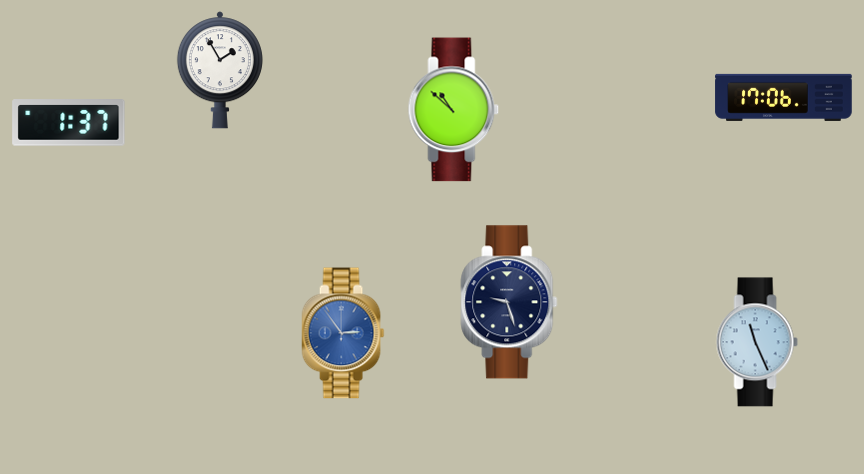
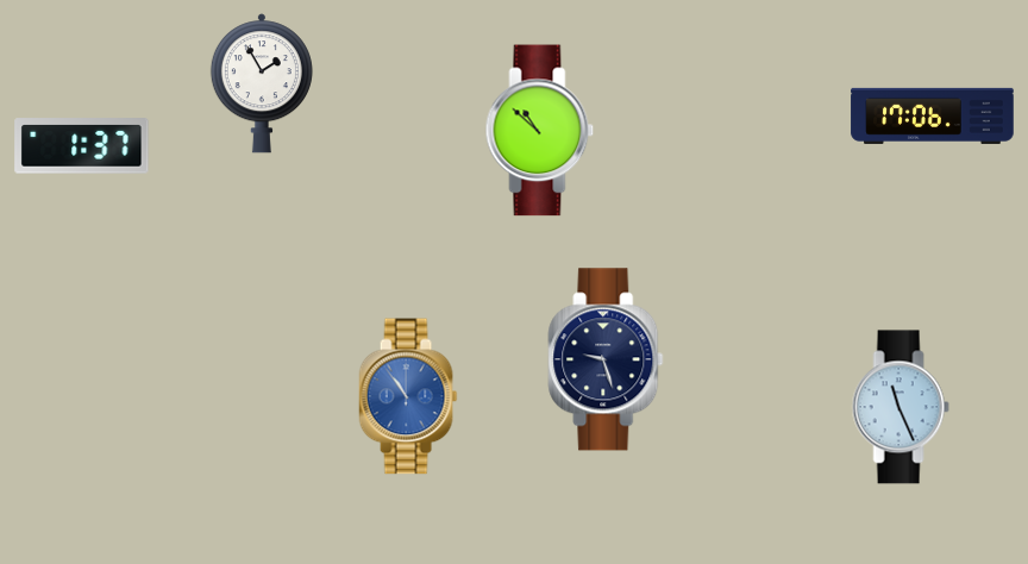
clock at (343, 333): 2:54 -> 10:54
